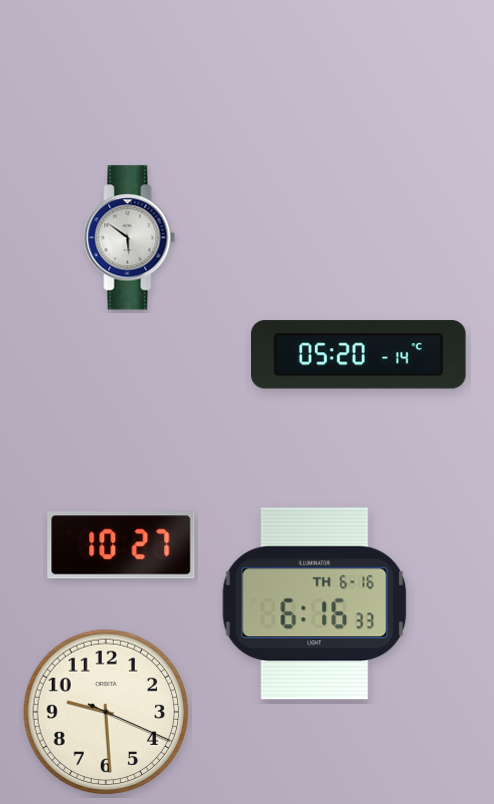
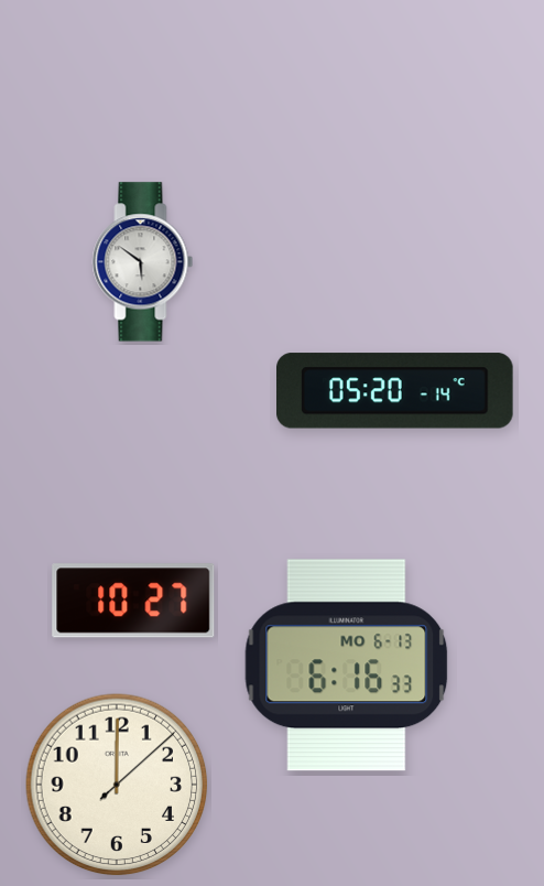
clock at (315, 604) date: TH 6-16 -> MO 6-13
clock at (106, 712): 9:29 -> 12:00
